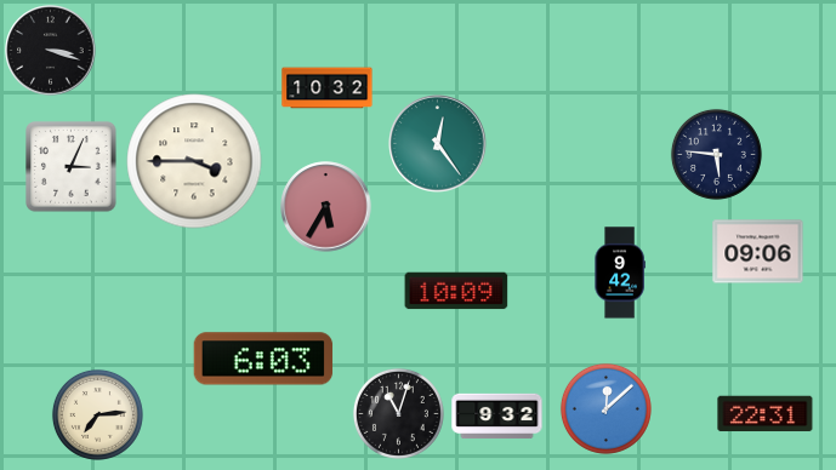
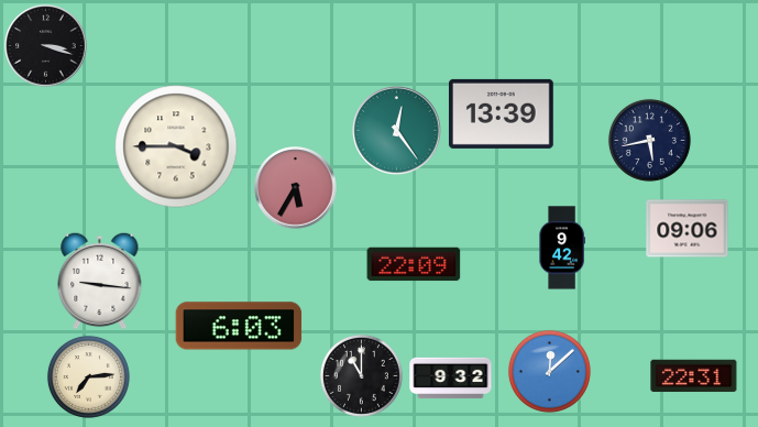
clock at (328, 88): 10:32 -> none
clock at (502, 113): none -> 13:39
clock at (716, 154): 5:46 -> 5:43
clock at (72, 167): 3:04 -> none
clock at (456, 291): 10:09 -> 22:09
clock at (100, 281): none -> 9:16
clock at (398, 413): 11:03 -> 11:00
